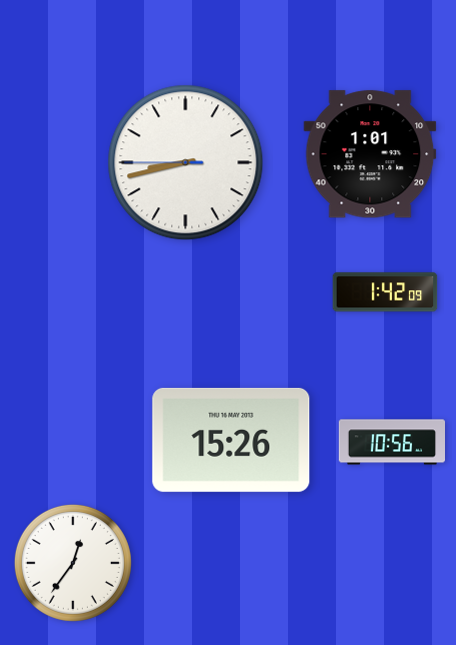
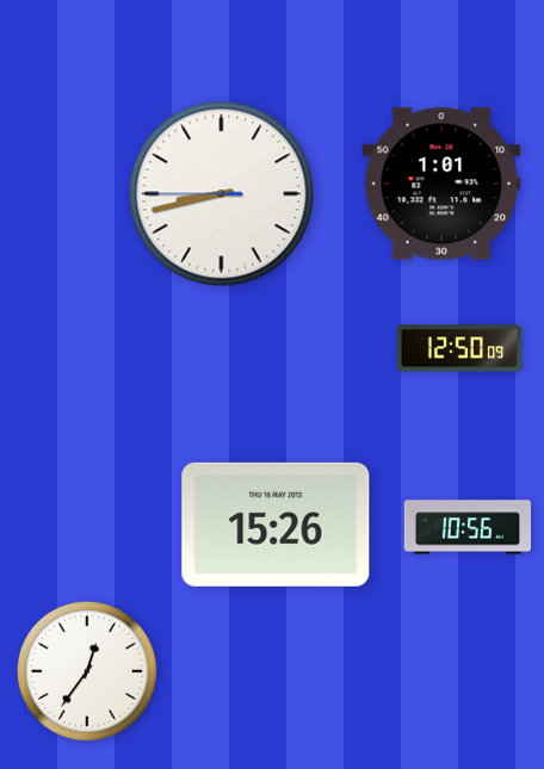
clock at (385, 292): 1:42 -> 12:50
